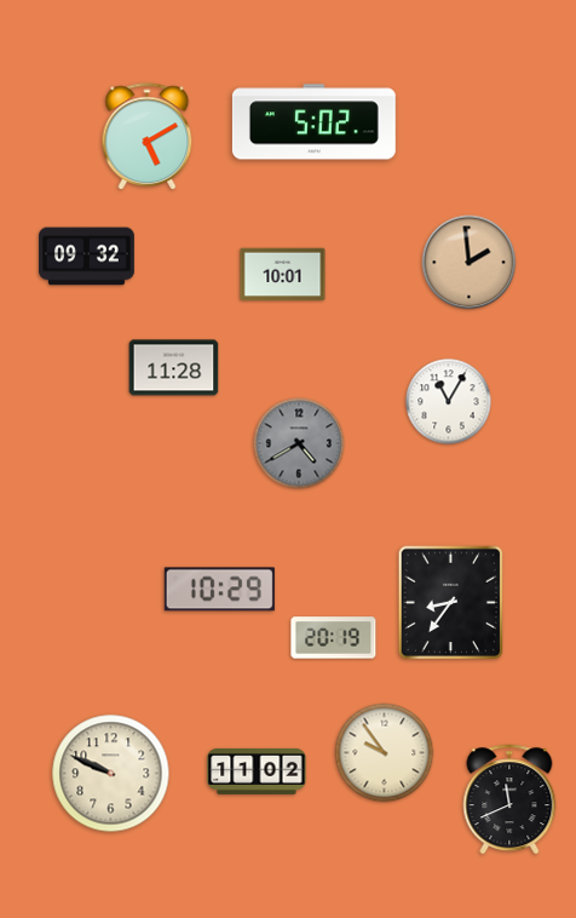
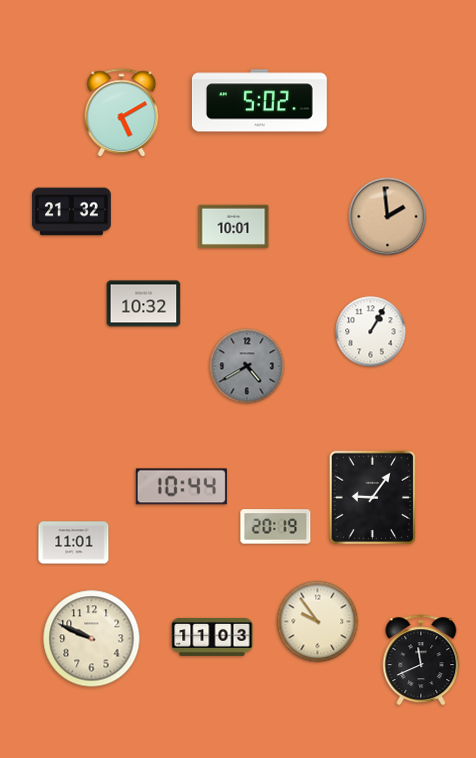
clock at (87, 257): 09:32 -> 21:32
clock at (174, 368): 11:28 -> 10:32
clock at (449, 402): 11:05 -> 1:05
clock at (219, 590): 10:29 -> 10:44
clock at (451, 603): 8:36 -> 9:06
clock at (74, 543): none -> 11:01
clock at (257, 771): 11:02 -> 11:03
